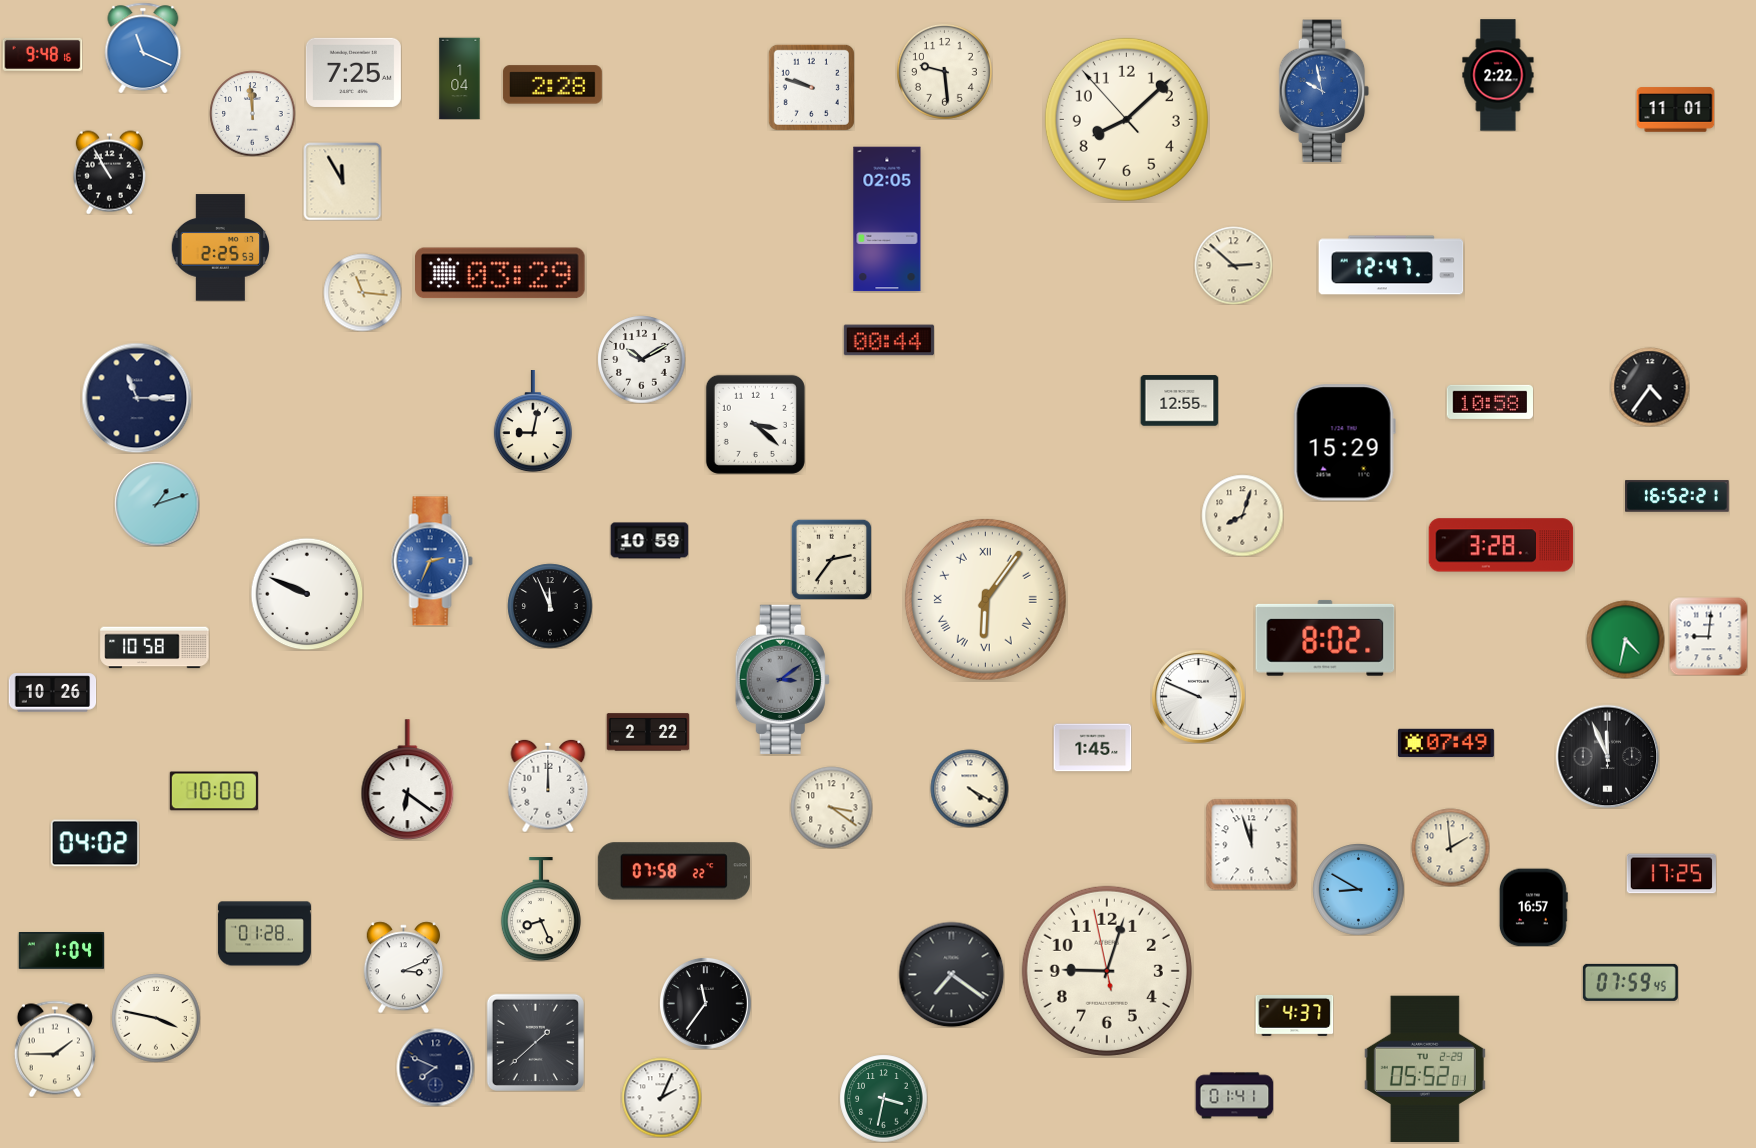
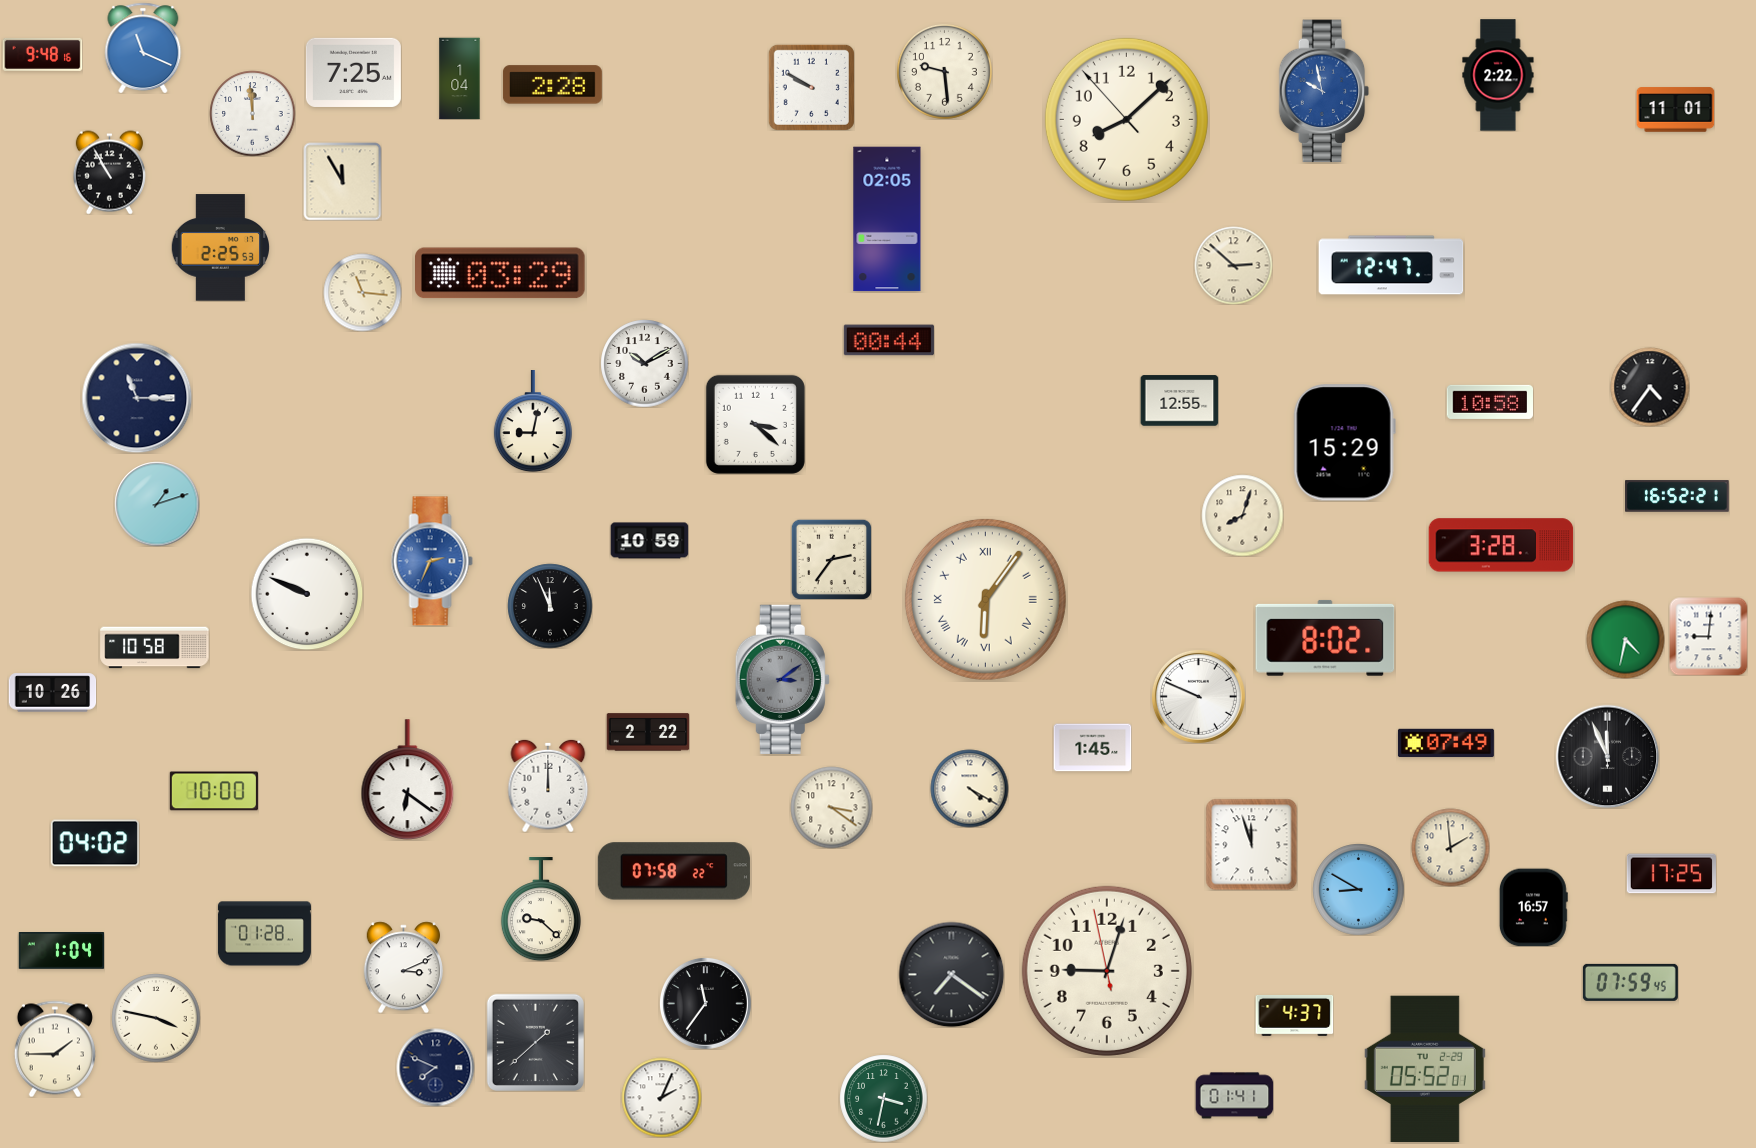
clock at (811, 87): 9:48 -> 9:50
clock at (641, 359) position: (641, 359) -> (644, 363)
clock at (541, 909): 8:26 -> 9:22
